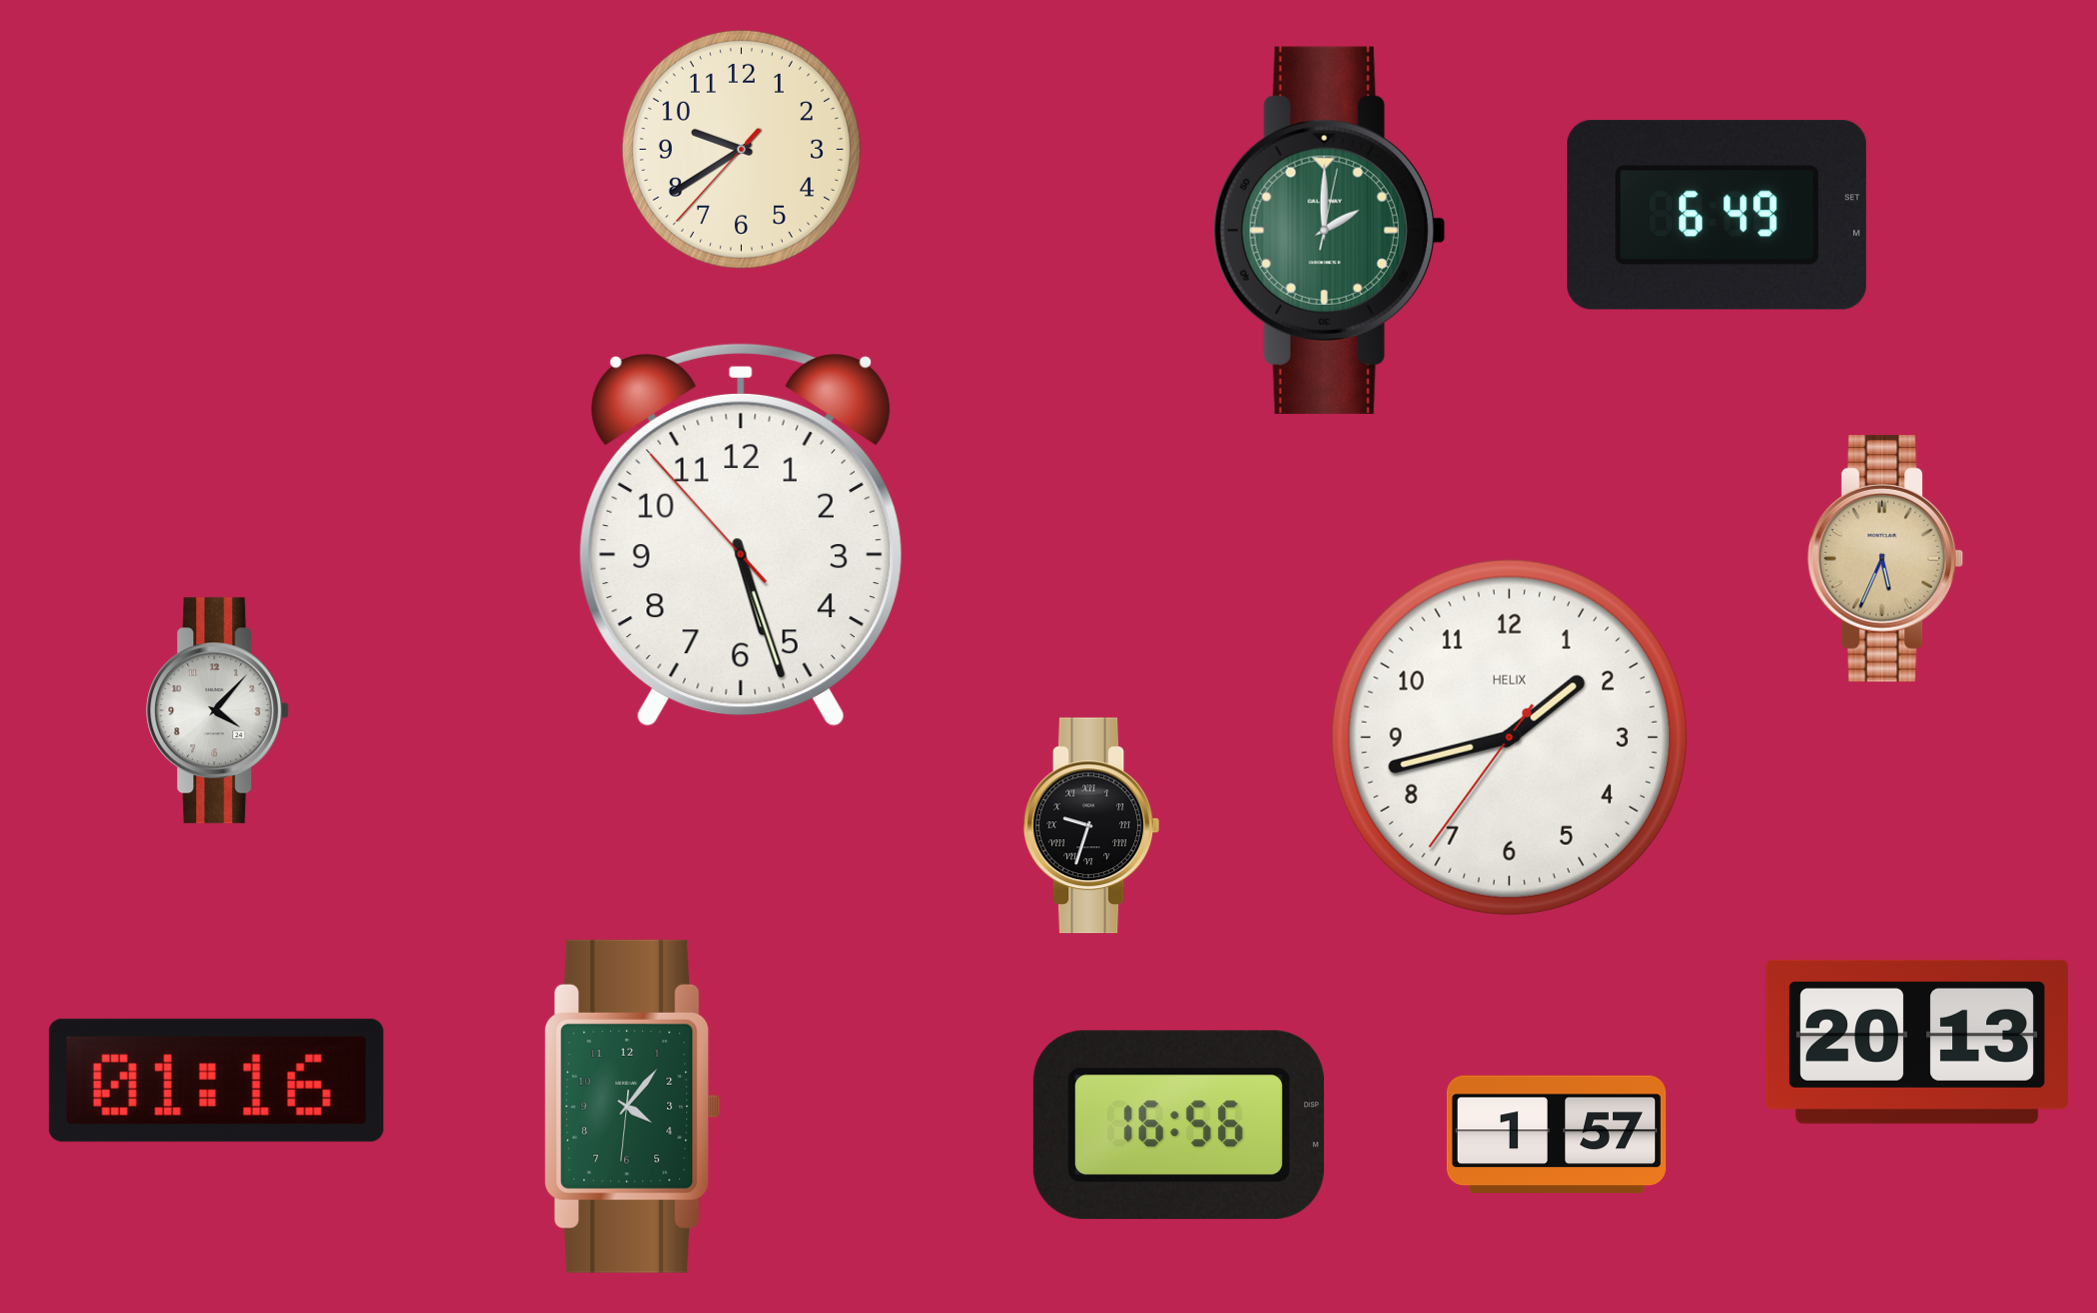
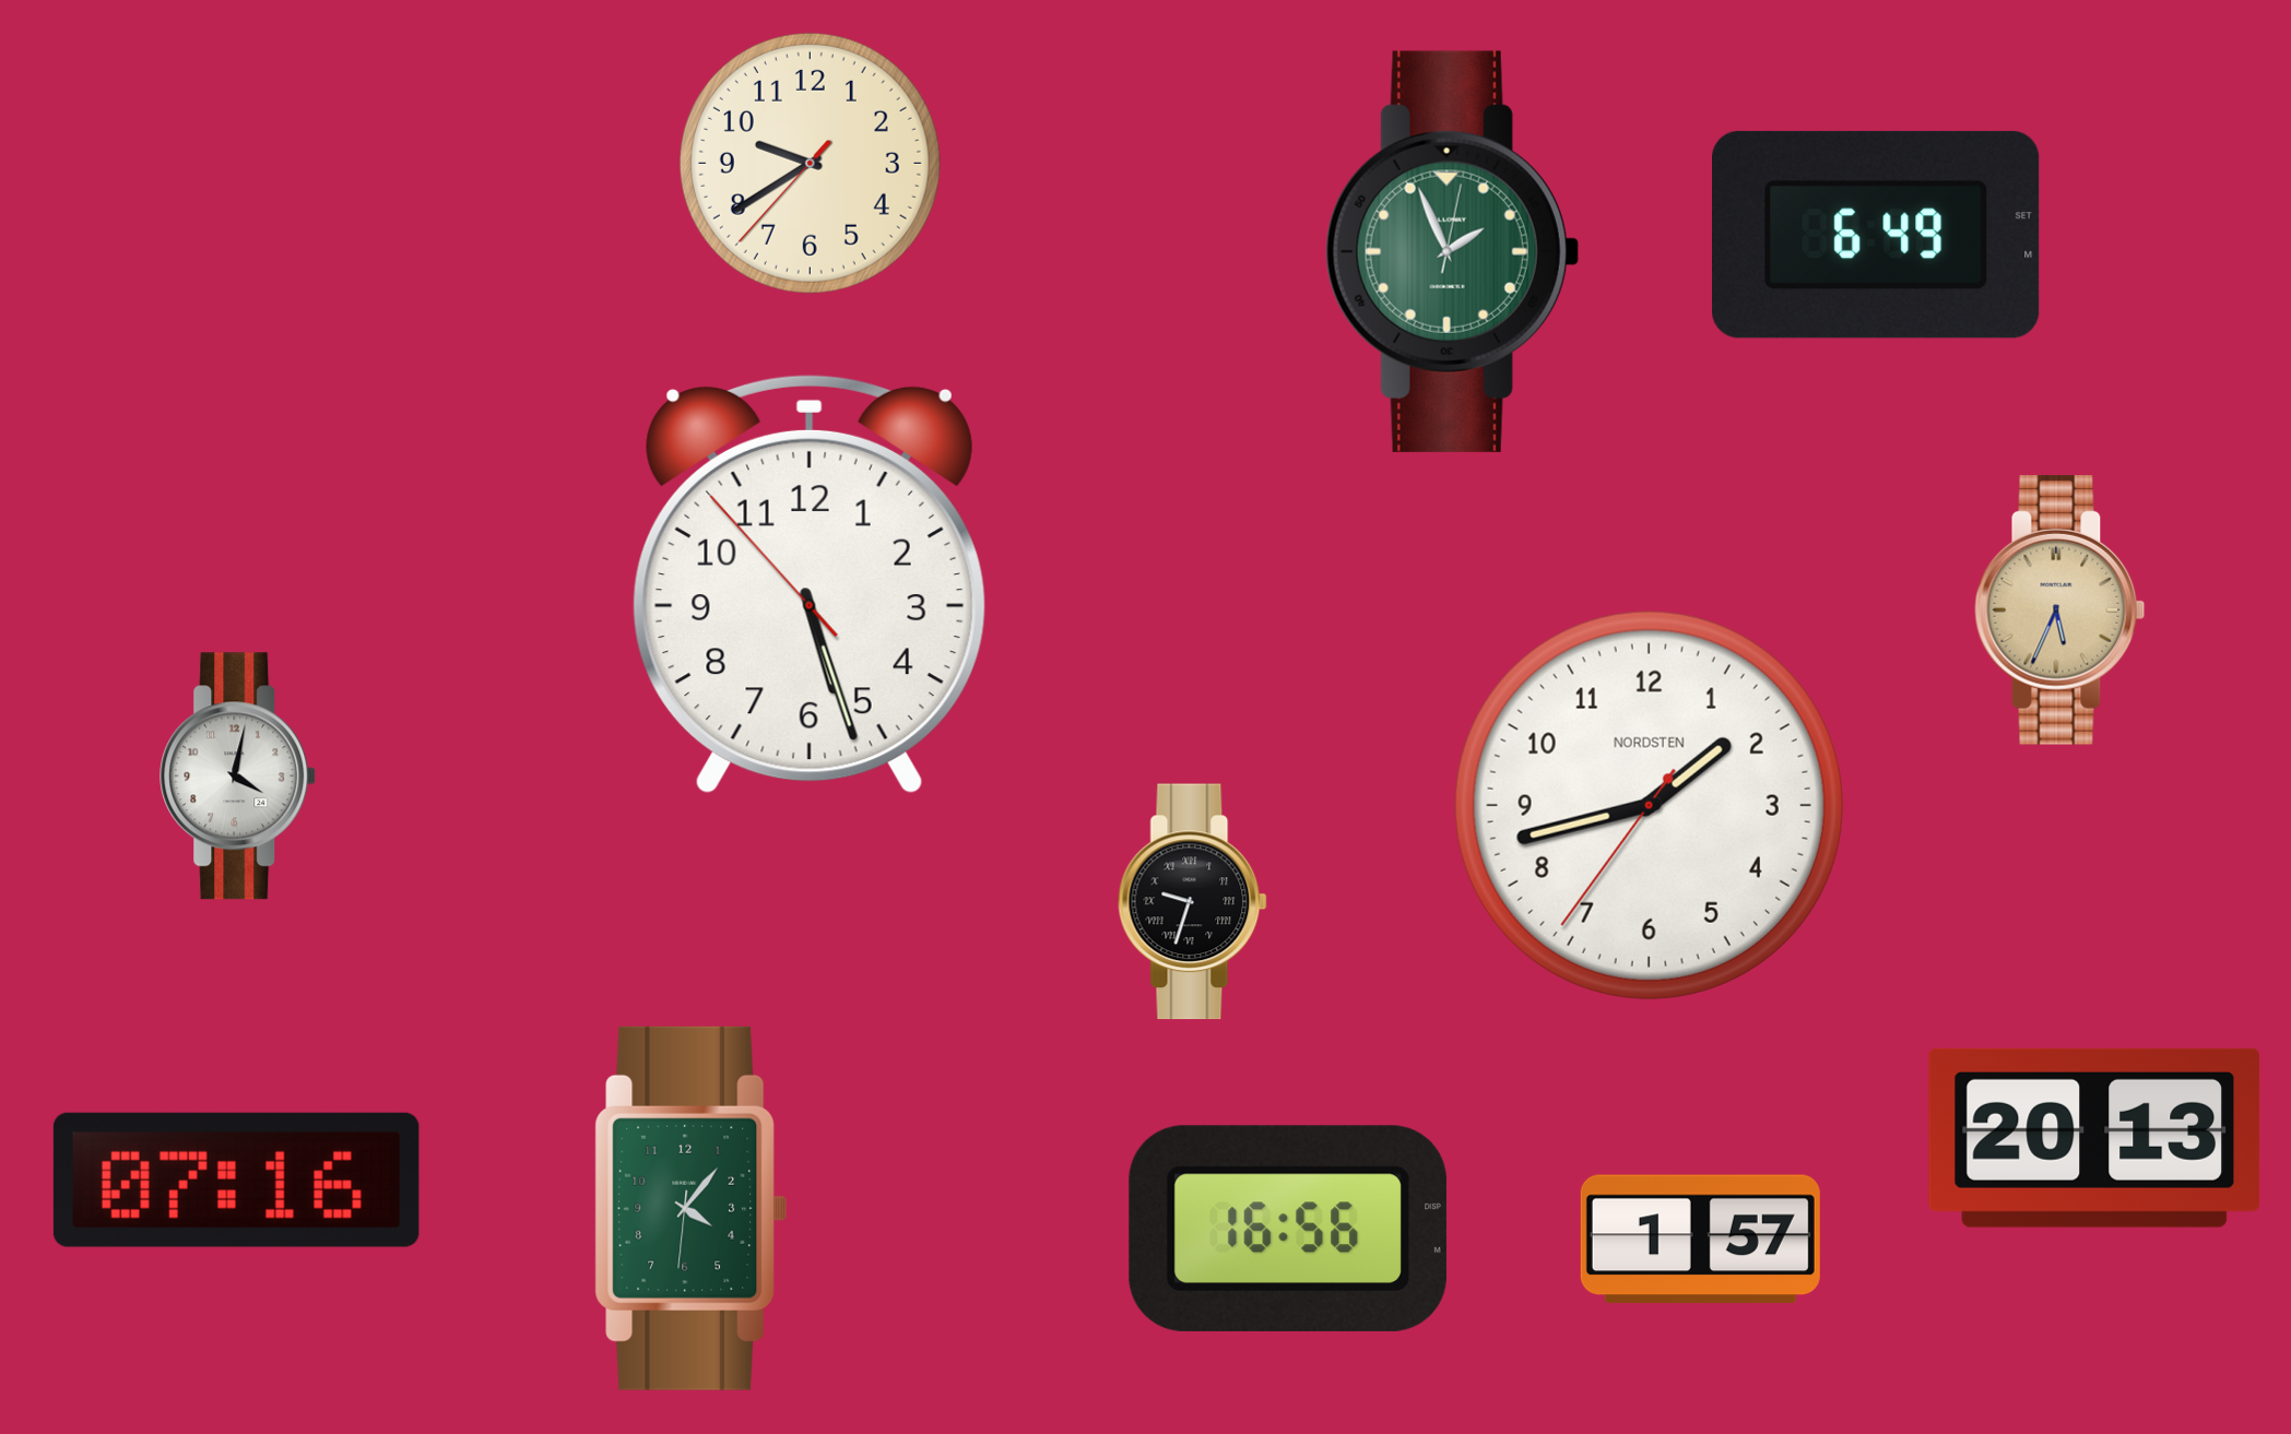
clock at (1329, 230): 2:00 -> 1:56
clock at (218, 711): 4:07 -> 4:02
clock at (1509, 737) brand: HELIX -> NORDSTEN
clock at (216, 1080): 01:16 -> 07:16
